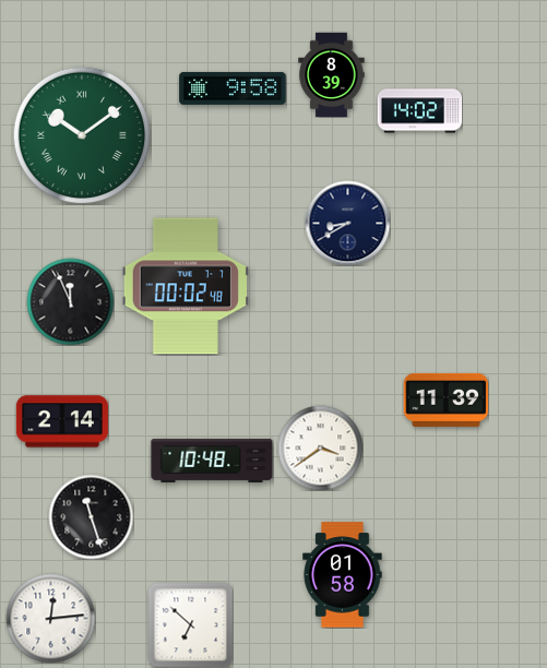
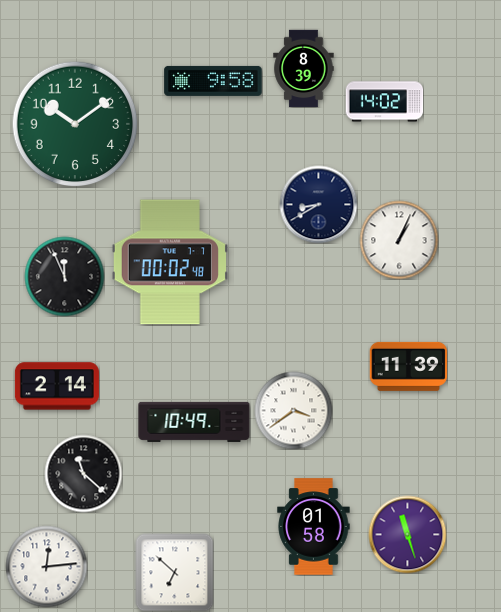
clock at (82, 135) numerals: Roman -> Arabic
clock at (399, 240): none -> 1:04
clock at (212, 461): 10:48 -> 10:49
clock at (91, 516): 11:27 -> 11:22
clock at (407, 534): none -> 11:27
